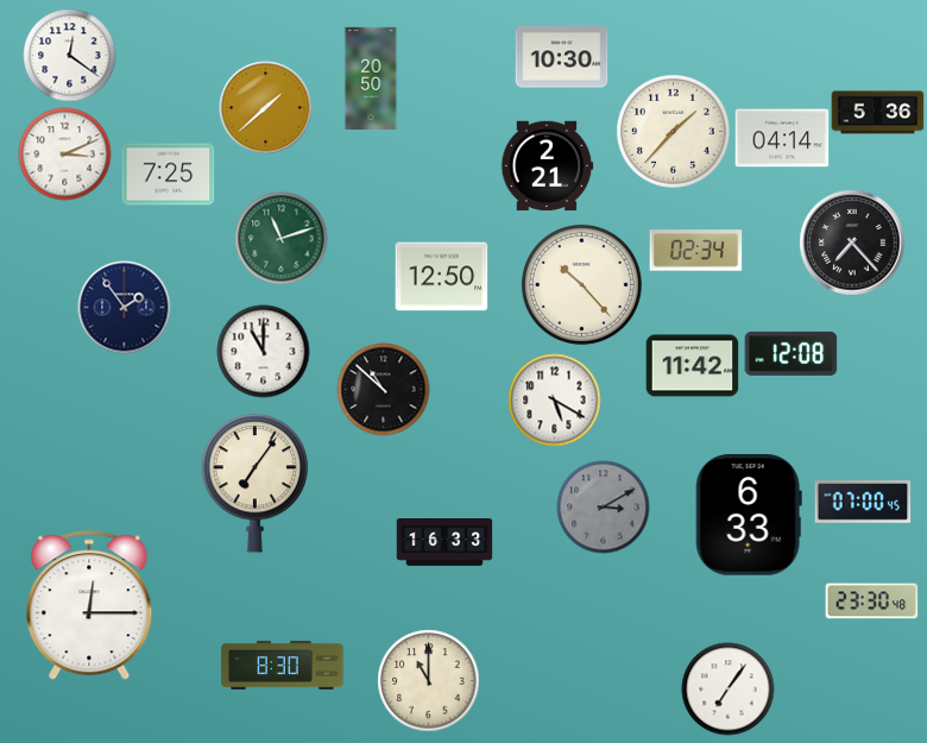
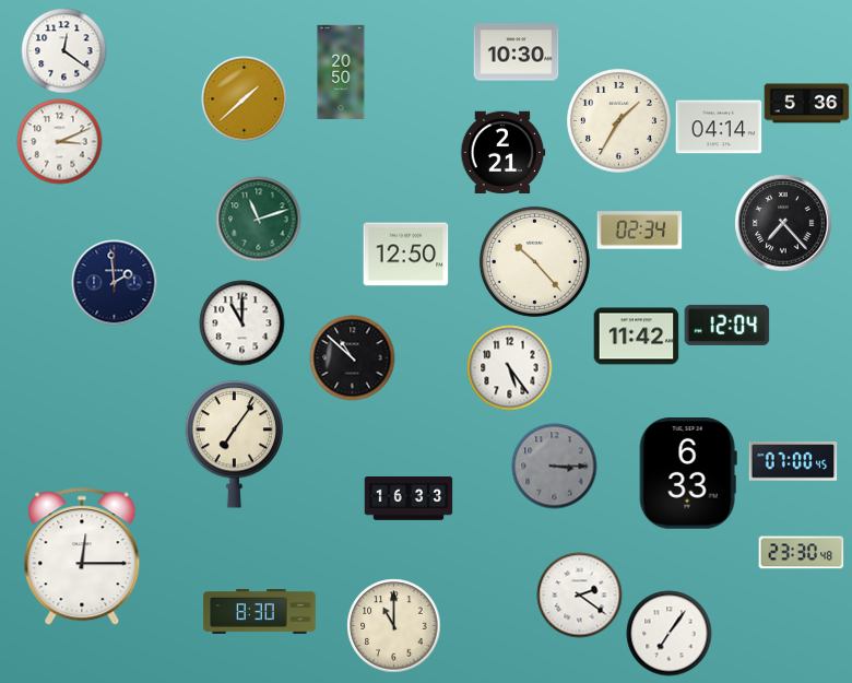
clock at (674, 132): 1:37 -> 1:35
clock at (168, 175): 7:25 -> none
clock at (124, 307): 1:54 -> 1:59
clock at (790, 353): 12:08 -> 12:04
clock at (554, 399): 5:20 -> 5:24
clock at (603, 506): 3:10 -> 3:15
clock at (579, 594): none -> 2:21
